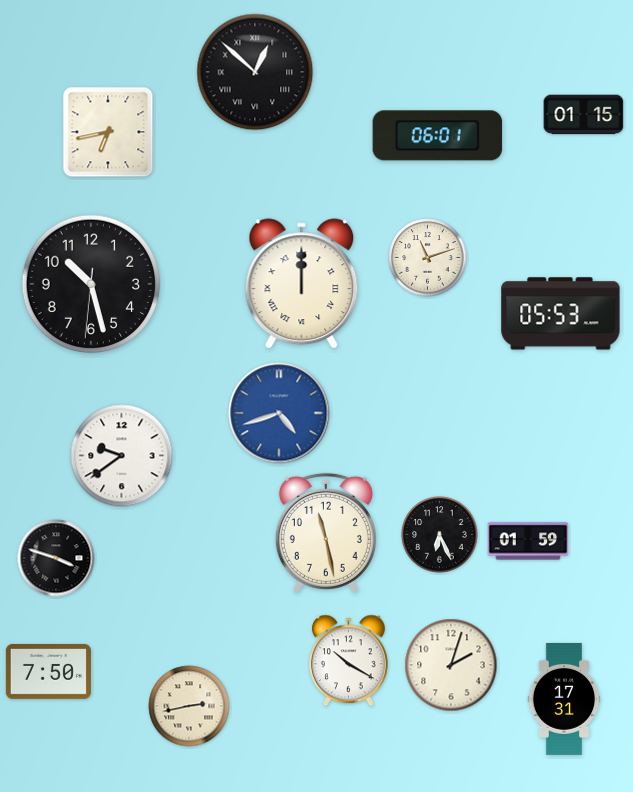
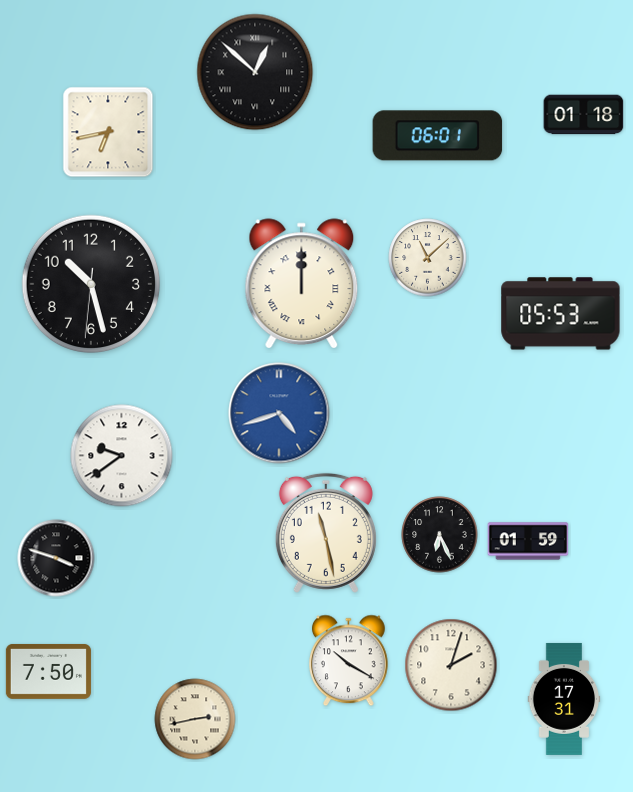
clock at (584, 115): 01:15 -> 01:18
clock at (428, 258): 11:12 -> 11:08
clock at (189, 706) position: (189, 706) -> (195, 719)
